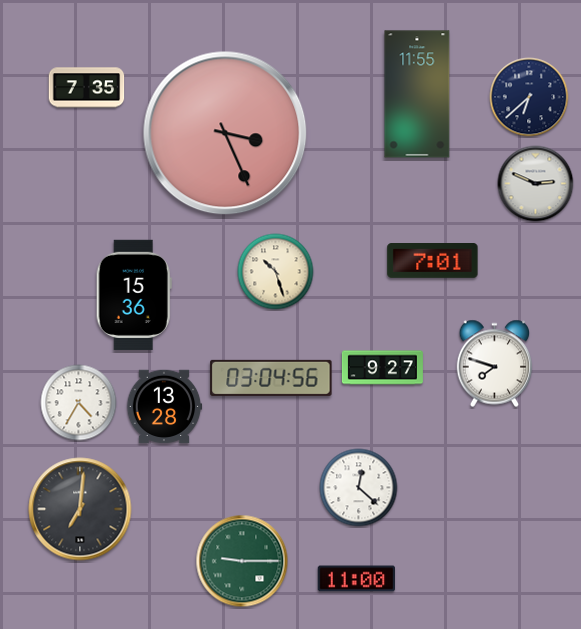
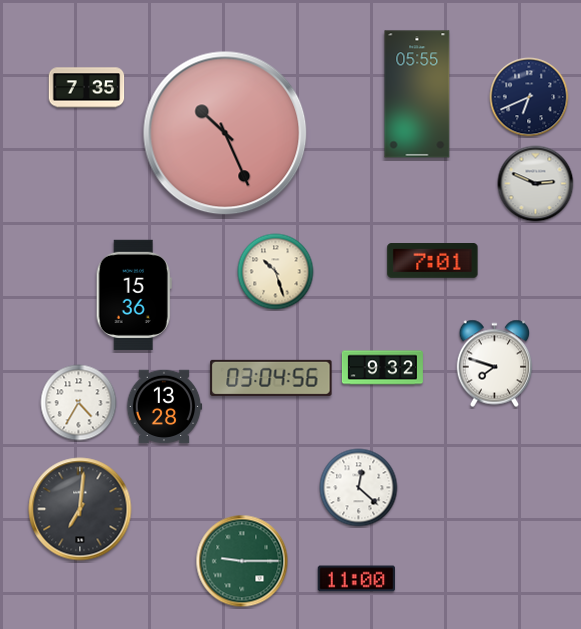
clock at (417, 94): 11:55 -> 05:55
clock at (529, 97): 6:38 -> 6:41
clock at (225, 133): 3:26 -> 10:26
clock at (382, 368): 9:27 -> 9:32
